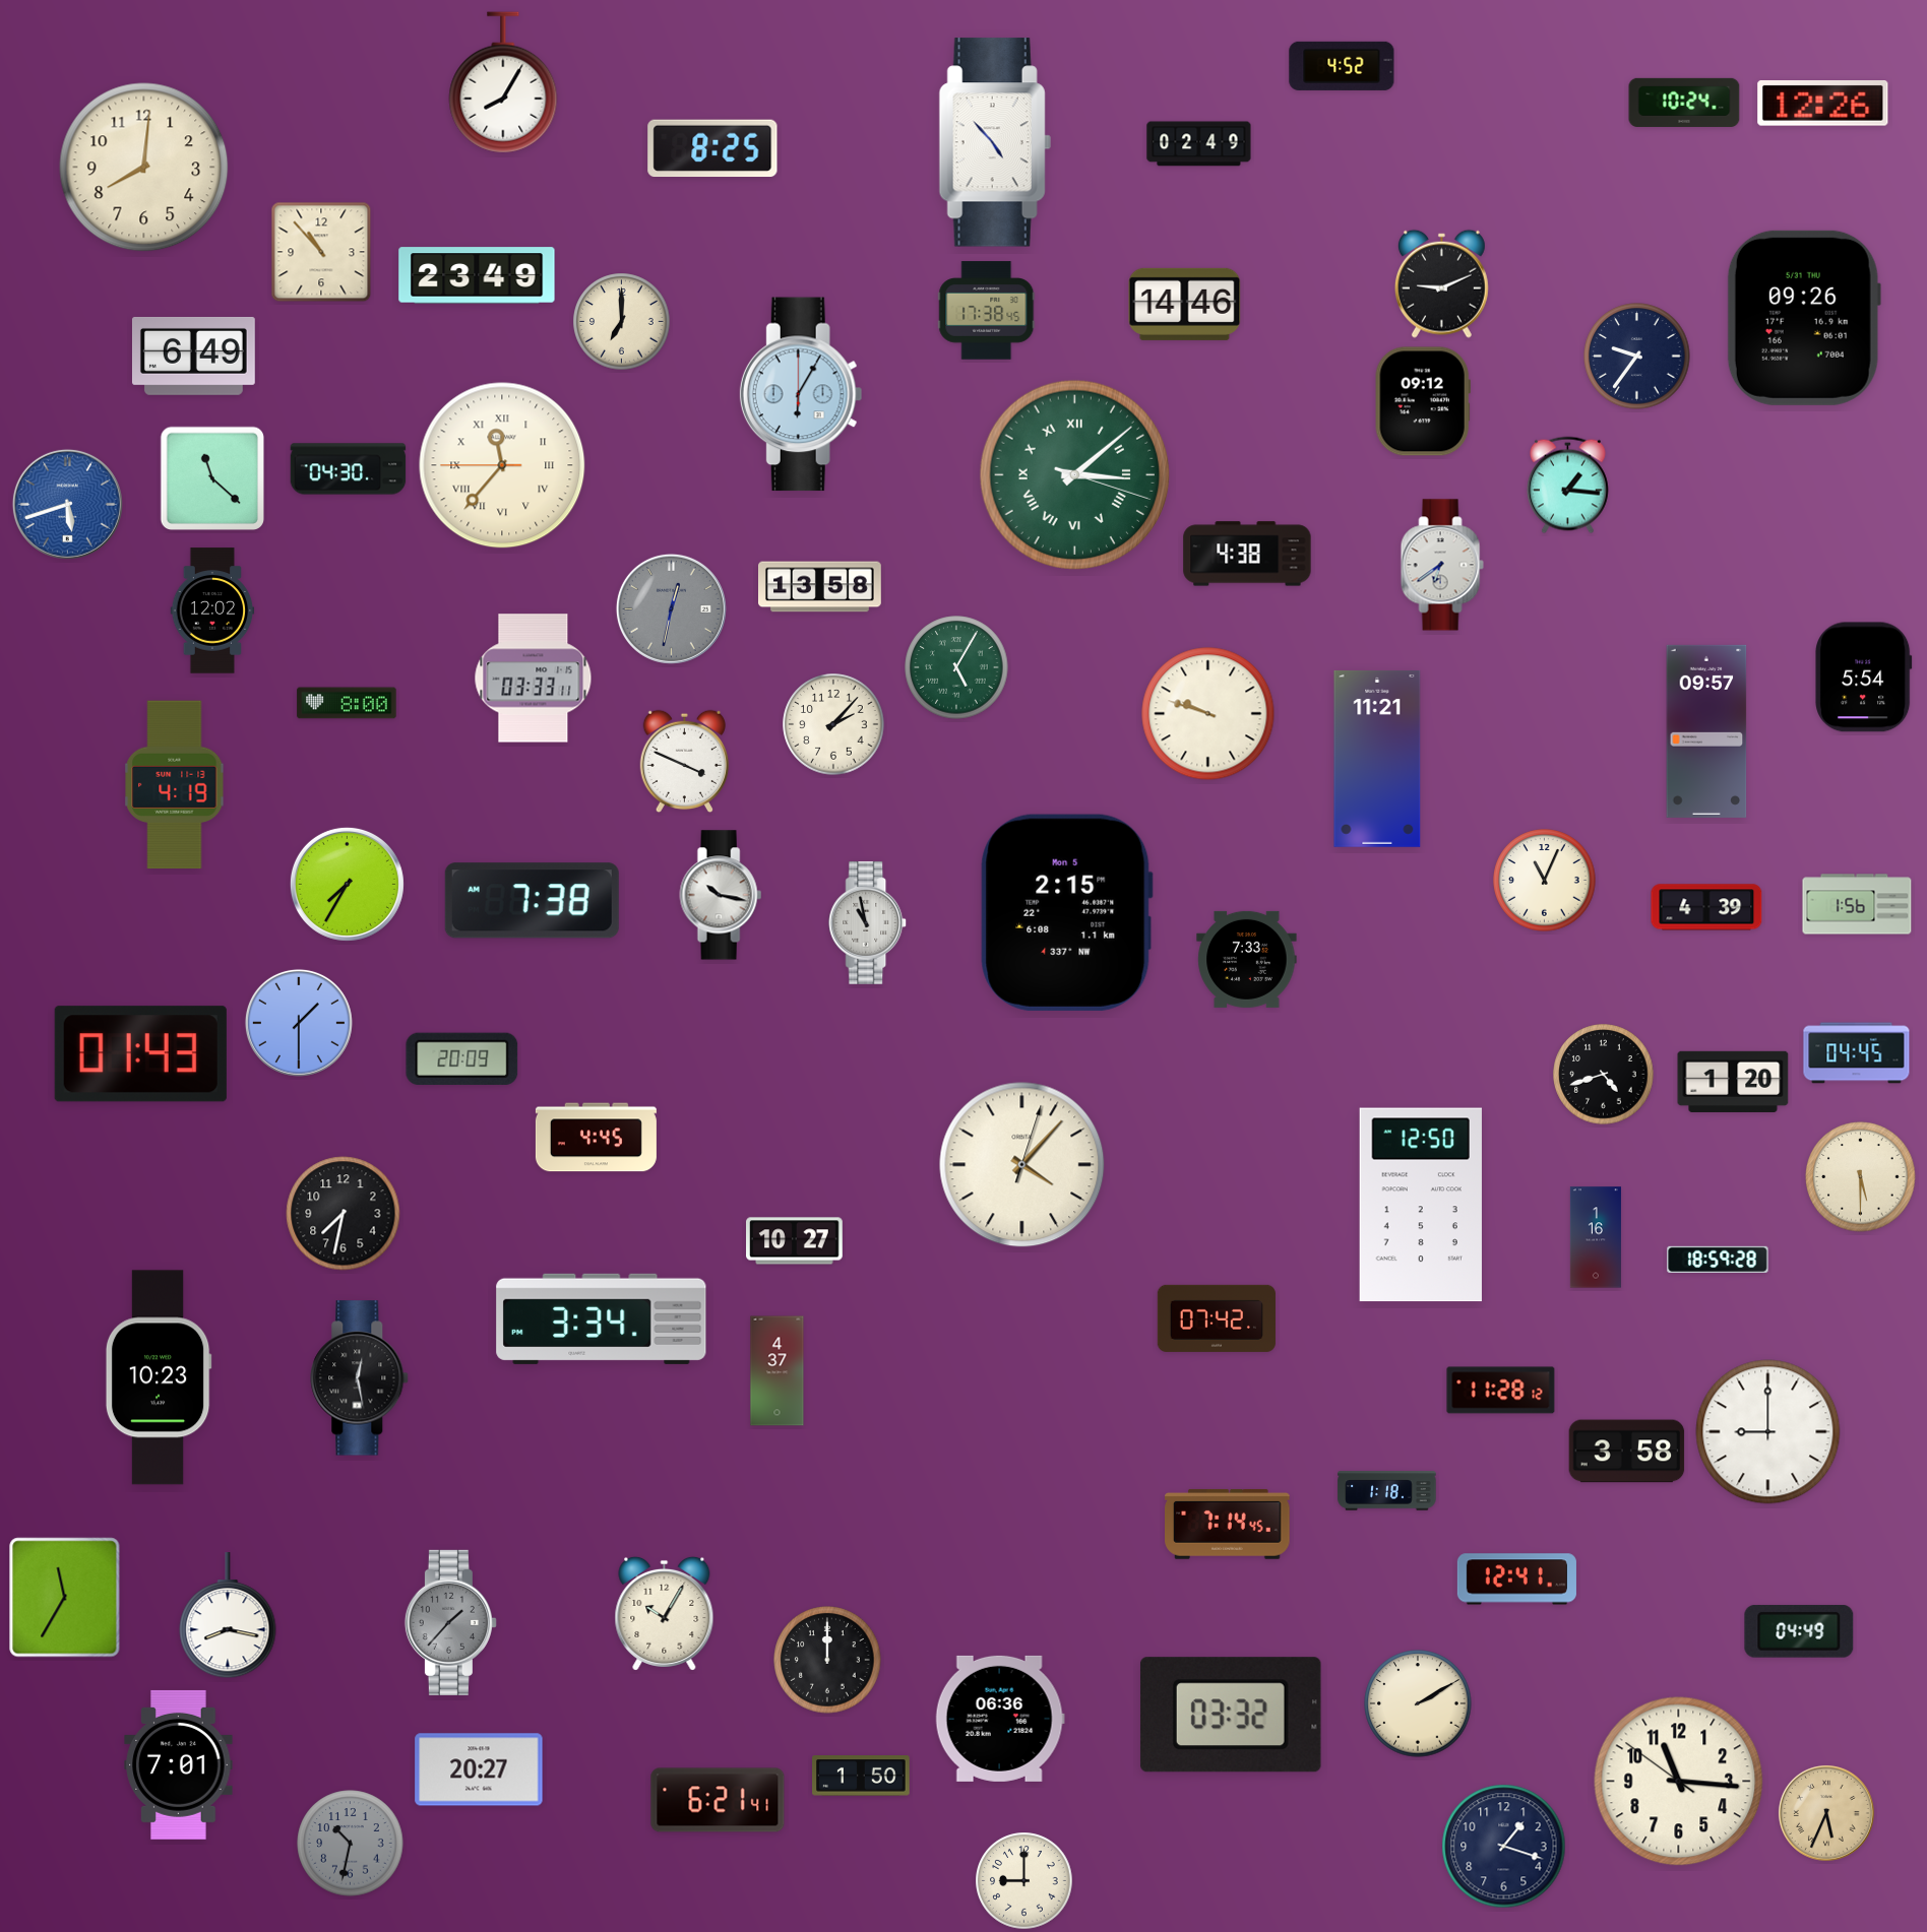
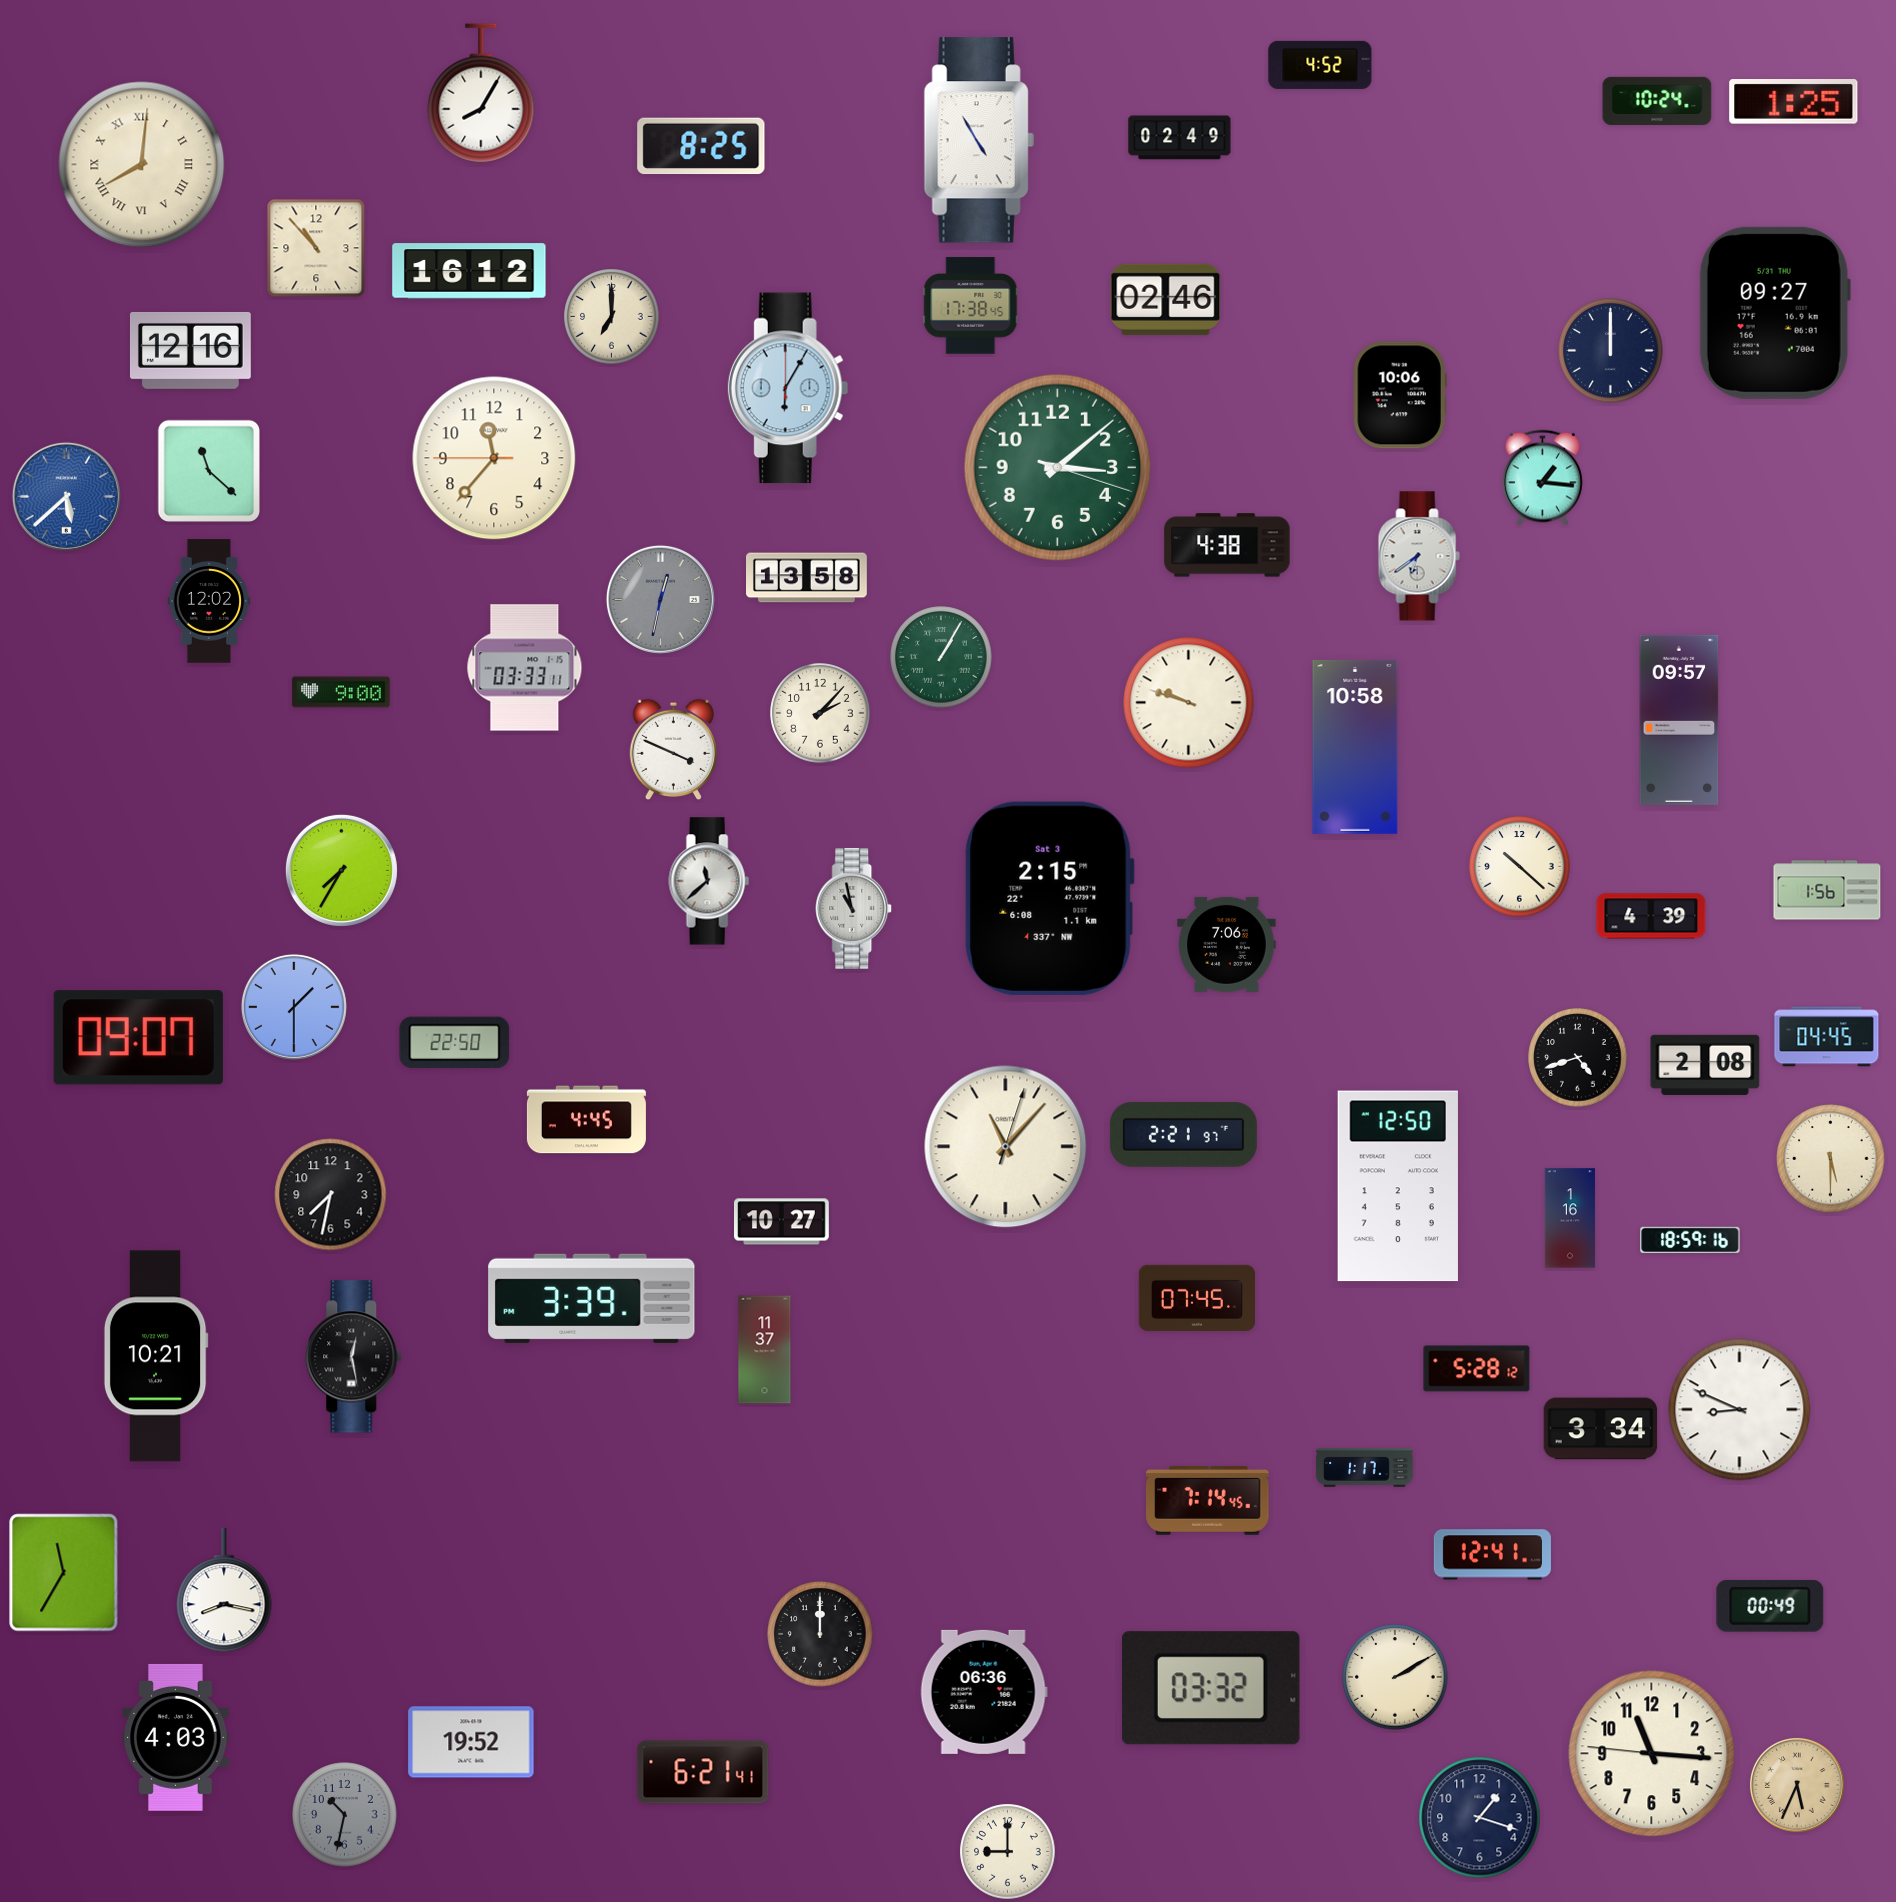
clock at (503, 82) position: (503, 82) -> (481, 93)
clock at (1823, 104): 12:26 -> 1:25
clock at (995, 142): 4:53 -> 4:55
clock at (1199, 144) position: (1199, 144) -> (1180, 138)
clock at (144, 168) numerals: Arabic -> Roman
clock at (477, 275): 23:49 -> 16:12
clock at (1441, 283): 9:11 -> none
clock at (1185, 304): 14:46 -> 02:46
clock at (1804, 318): 09:26 -> 09:27
clock at (193, 356): 6:49 -> 12:16
clock at (1637, 357): 9:36 -> 12:00
clock at (1423, 401): 09:12 -> 10:06
clock at (502, 465) numerals: Roman -> Arabic
clock at (349, 469): 04:30 -> none
clock at (1075, 475) numerals: Roman -> Arabic
clock at (67, 504): 5:42 -> 5:38
clock at (956, 667): 5:05 -> 1:05
clock at (1864, 678): 5:54 -> none
clock at (347, 703): 8:00 -> 9:00
clock at (1377, 759): 11:21 -> 10:58
clock at (175, 785): 4:19 -> none
clock at (1545, 881): 11:04 -> 10:22
clock at (721, 895): 10:17 -> 11:38
clock at (532, 901): 7:38 -> none
clock at (1706, 907) position: (1706, 907) -> (1651, 916)
clock at (1066, 912) date: Mon 5 -> Sat 3
clock at (1247, 959): 7:33 -> 7:06
clock at (140, 1054): 01:43 -> 09:07
clock at (462, 1058): 20:09 -> 22:50
clock at (1733, 1082): 1:20 -> 2:08
clock at (1183, 1134): none -> 2:21
clock at (1022, 1165): 4:07 -> 11:07
clock at (344, 1214) position: (344, 1214) -> (331, 1195)
clock at (1718, 1260): 18:59:28 -> 18:59:16
clock at (602, 1318): 3:34 -> 3:39
clock at (1217, 1318): 07:42 -> 07:45
clock at (778, 1371): 4:37 -> 11:37
clock at (159, 1377): 10:23 -> 10:21
clock at (1501, 1391): 11:28 -> 5:28
clock at (1768, 1432): 9:00 -> 8:49
clock at (1627, 1452): 3:58 -> 3:34
clock at (1387, 1491): 1:18 -> 1:17
clock at (665, 1613): 10:05 -> none
clock at (450, 1622): 1:37 -> none
clock at (1799, 1631): 04:49 -> 00:49
clock at (827, 1660) position: (827, 1660) -> (820, 1634)
clock at (179, 1764): 7:01 -> 4:03
clock at (479, 1769): 20:27 -> 19:52
clock at (861, 1776): 1:50 -> none
clock at (1679, 1782): 11:15:51 -> 11:15:46
clock at (718, 1800) position: (718, 1800) -> (703, 1772)
